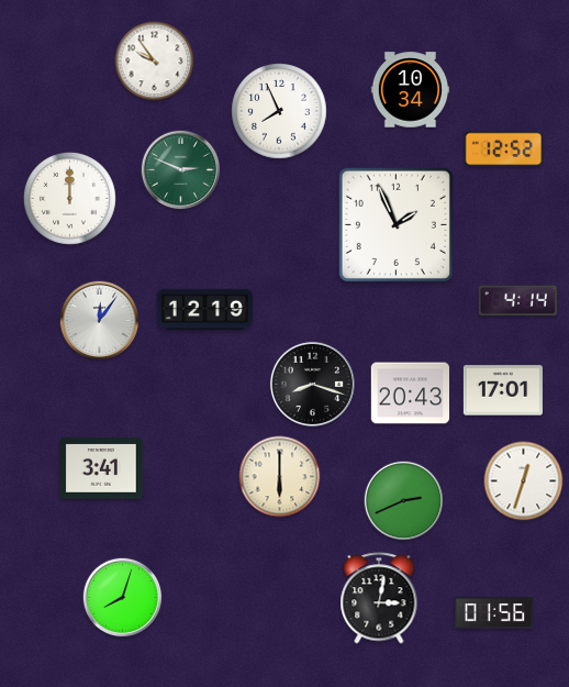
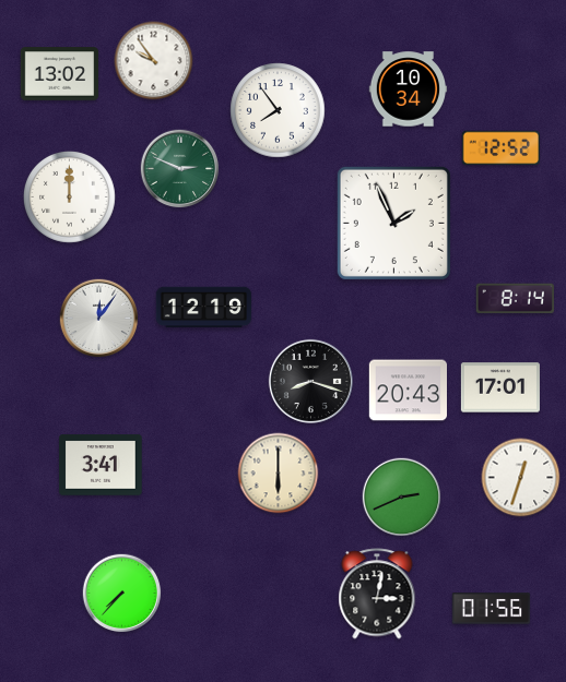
clock at (60, 74): none -> 13:02
clock at (279, 111): 7:56 -> 7:54
clock at (517, 301): 4:14 -> 8:14
clock at (123, 598): 8:03 -> 7:37
